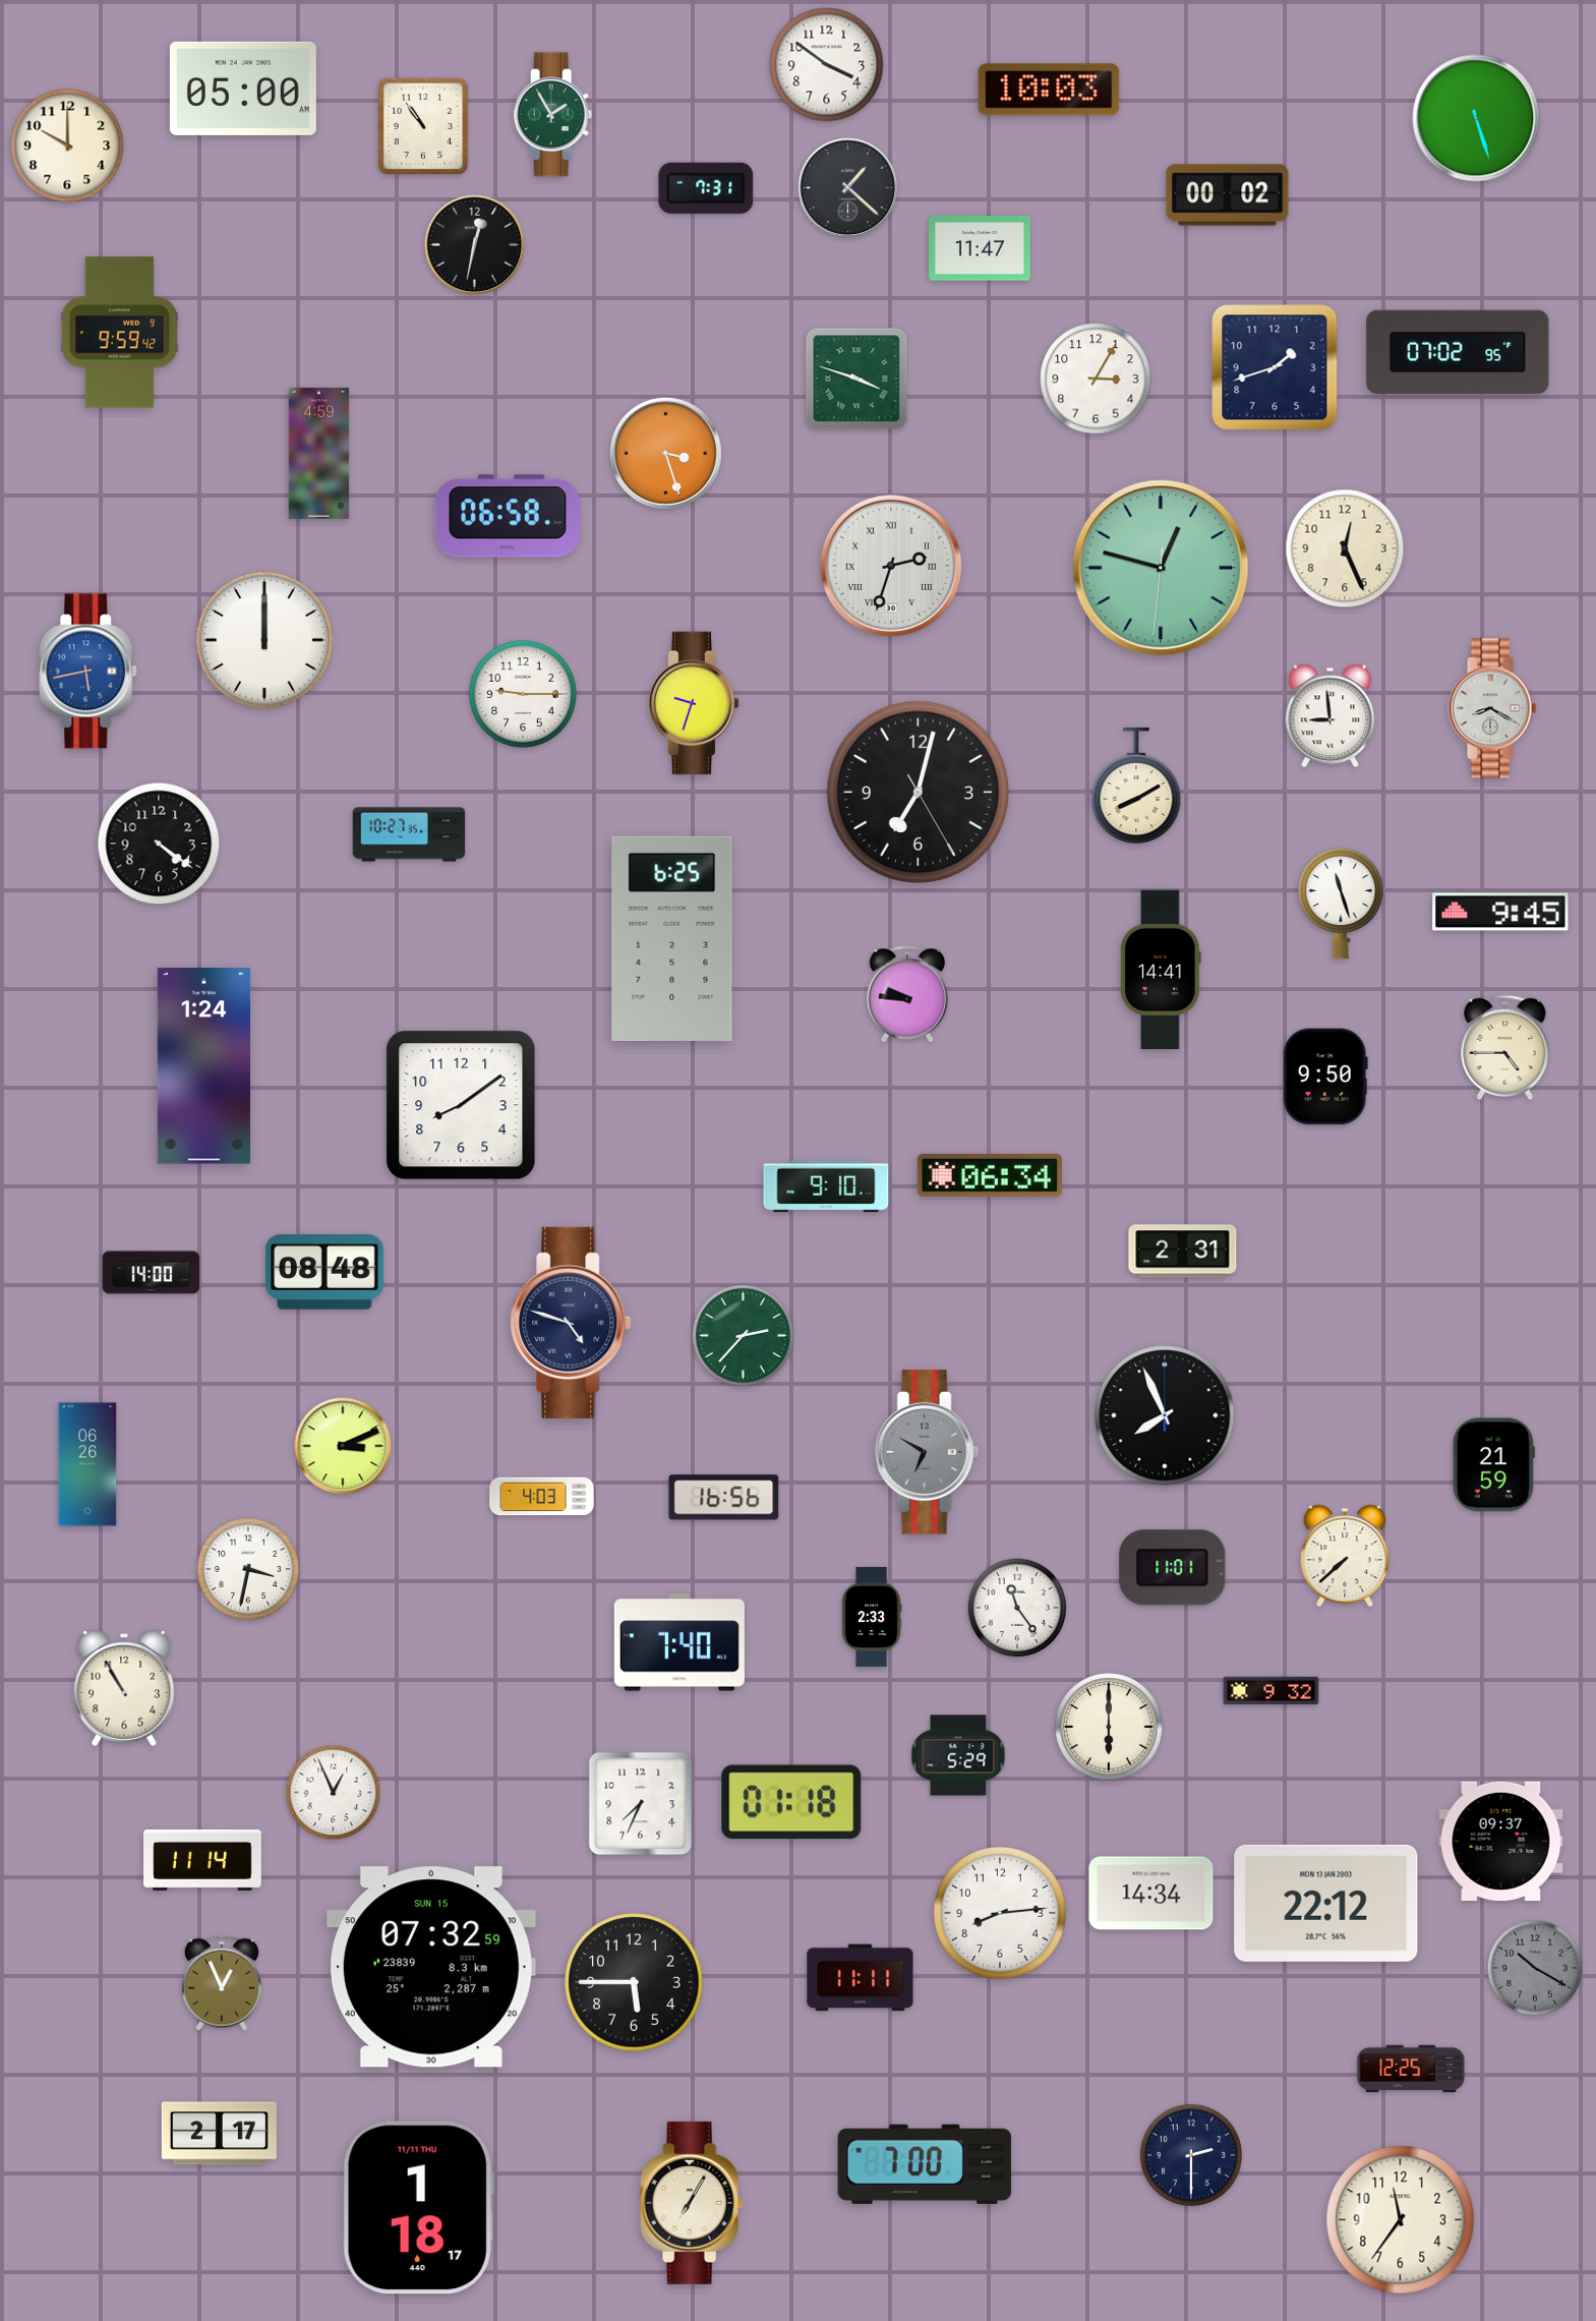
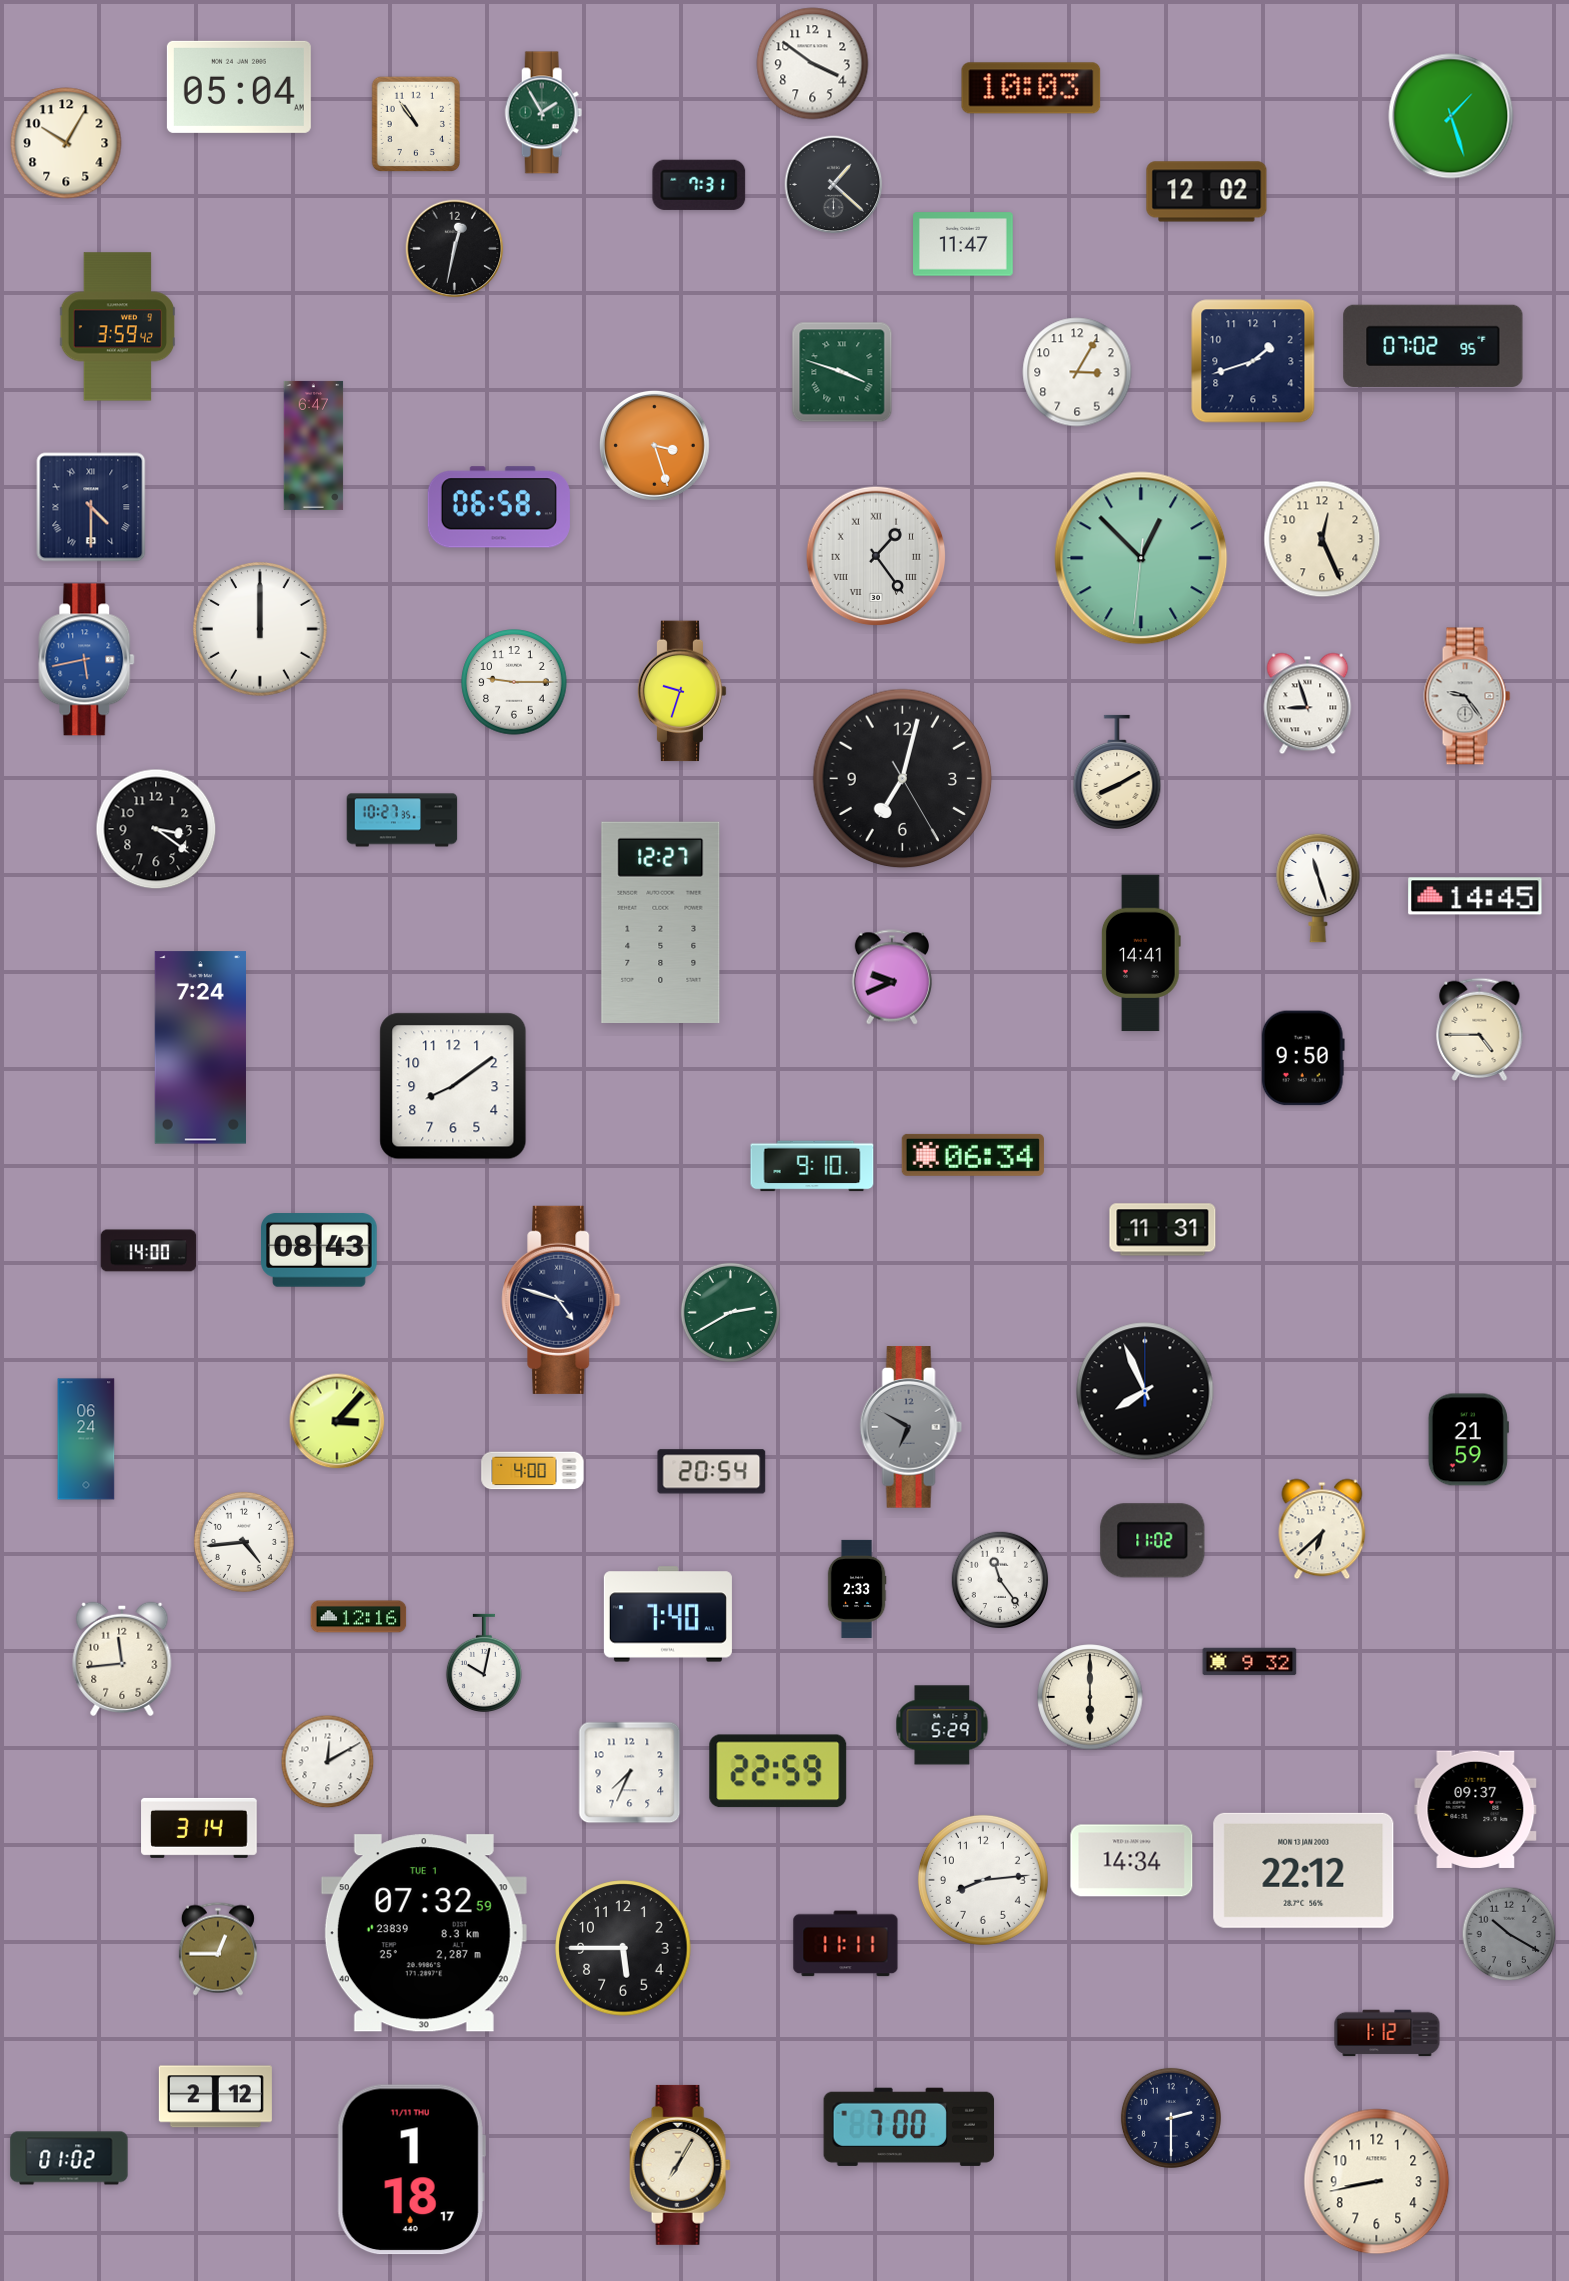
clock at (243, 89): 05:00 -> 05:04
clock at (1476, 118): 5:27 -> 1:27
clock at (67, 146): 10:00 -> 10:05
clock at (706, 188) position: (706, 188) -> (699, 185)
clock at (1228, 195): 00:02 -> 12:02
clock at (475, 245) position: (475, 245) -> (455, 249)
clock at (120, 333): 9:59 -> 3:59
clock at (319, 453): 4:59 -> 6:47
clock at (91, 507): none -> 4:30
clock at (891, 566): 2:33 -> 1:24
clock at (1161, 568): 12:47 -> 12:52
clock at (1492, 708): 8:20 -> 9:24
clock at (1331, 716): 8:59 -> 8:57
clock at (159, 844): 4:21 -> 3:21
clock at (1500, 912): 9:45 -> 14:45
clock at (672, 938): 6:25 -> 12:27
clock at (906, 994): 9:46 -> 9:41
clock at (203, 1066): 1:24 -> 7:24
clock at (1183, 1252): 2:31 -> 11:31
clock at (324, 1272): 08:48 -> 08:43
clock at (743, 1335): 2:37 -> 2:40
clock at (343, 1446): 3:11 -> 3:07
clock at (87, 1464): 06:26 -> 06:24
clock at (542, 1497): 4:03 -> 4:00
clock at (724, 1498): 16:56 -> 20:54
clock at (1345, 1556): 7:38 -> 6:38
clock at (1173, 1568): 11:01 -> 11:02
clock at (248, 1569): 3:32 -> 4:44
clock at (359, 1617): none -> 12:16
clock at (124, 1688): 10:55 -> 11:44
clock at (484, 1662): none -> 10:02
clock at (334, 1793): 12:56 -> 12:10
clock at (791, 1802): 01:18 -> 22:59
clock at (202, 1860): 11:14 -> 3:14
clock at (431, 1967) date: SUN 15 -> TUE 1
clock at (222, 1983): 12:56 -> 12:45
clock at (1411, 2069): 12:25 -> 1:12
clock at (219, 2134): 2:17 -> 2:12
clock at (69, 2158): none -> 01:02
clock at (1401, 2220): 11:36 -> 8:43
